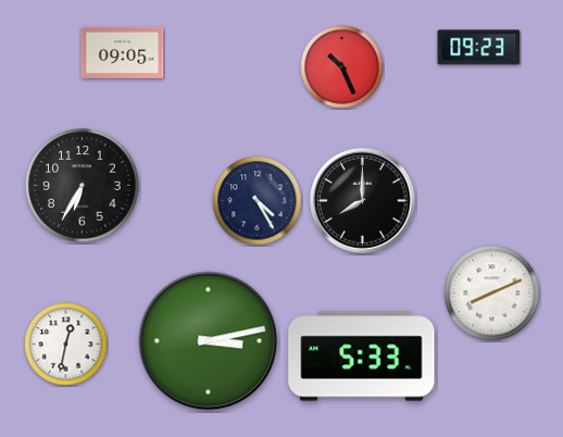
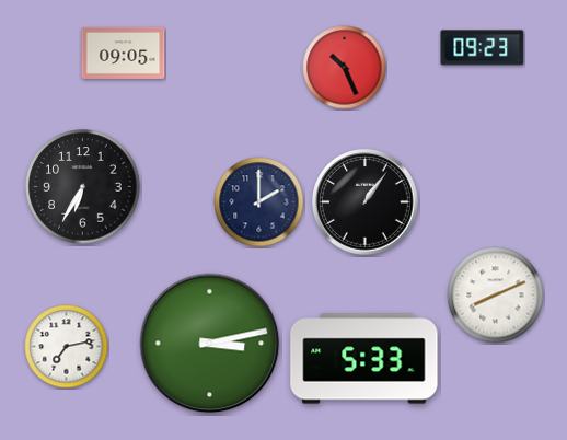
clock at (258, 201): 4:25 -> 2:00
clock at (363, 201): 8:00 -> 1:06
clock at (66, 345): 12:32 -> 7:13
